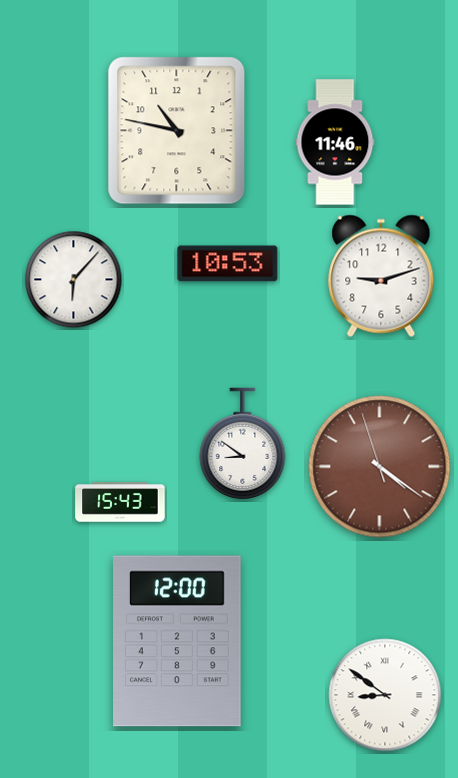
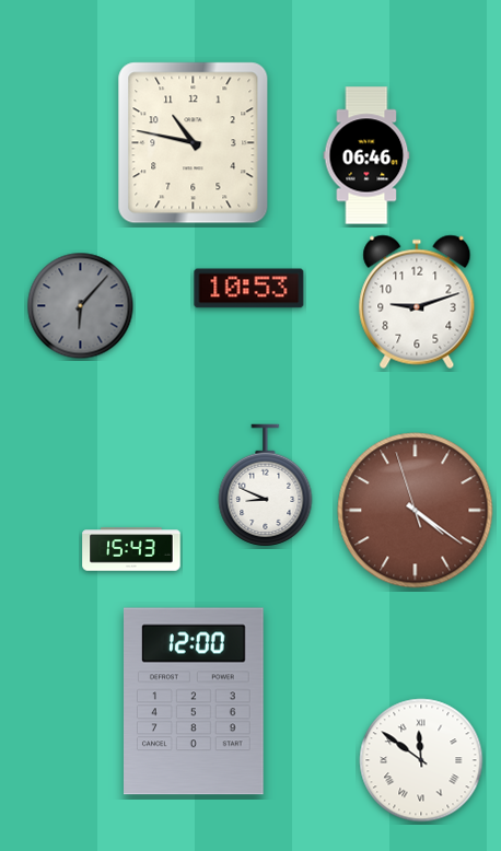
clock at (335, 142): 11:46 -> 06:46
clock at (74, 280) dial: white -> grey
clock at (243, 444): 8:51 -> 8:49
clock at (385, 695): 8:51 -> 11:51
